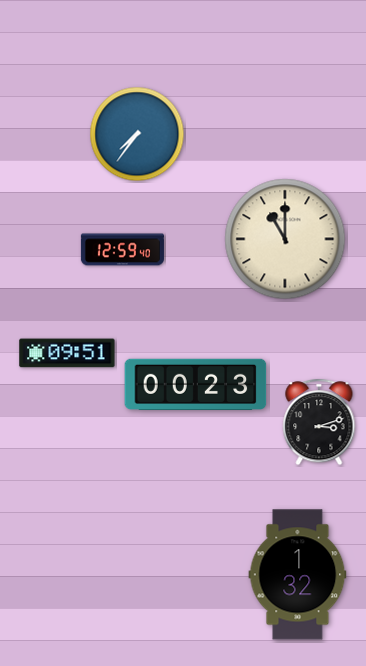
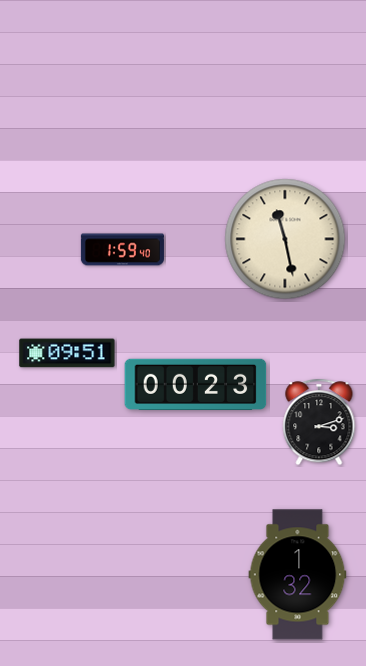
clock at (137, 134): 7:36 -> none
clock at (285, 239): 11:00 -> 11:28
clock at (122, 250): 12:59 -> 1:59
